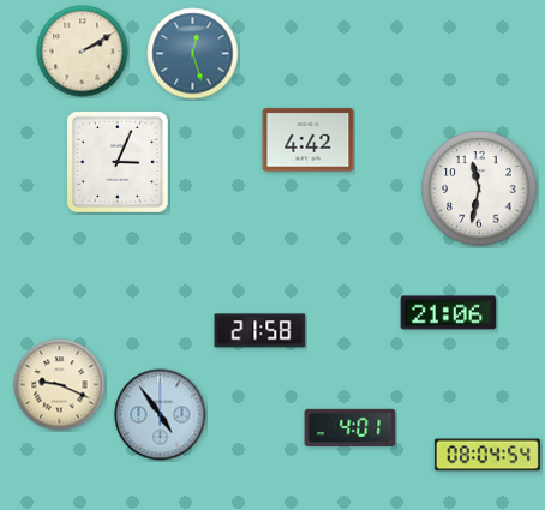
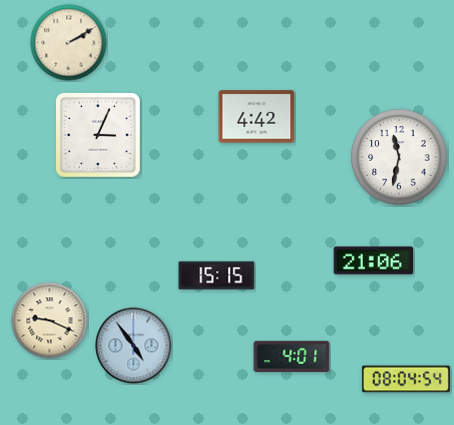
clock at (193, 54): 12:27 -> none
clock at (260, 331): 21:58 -> 15:15
